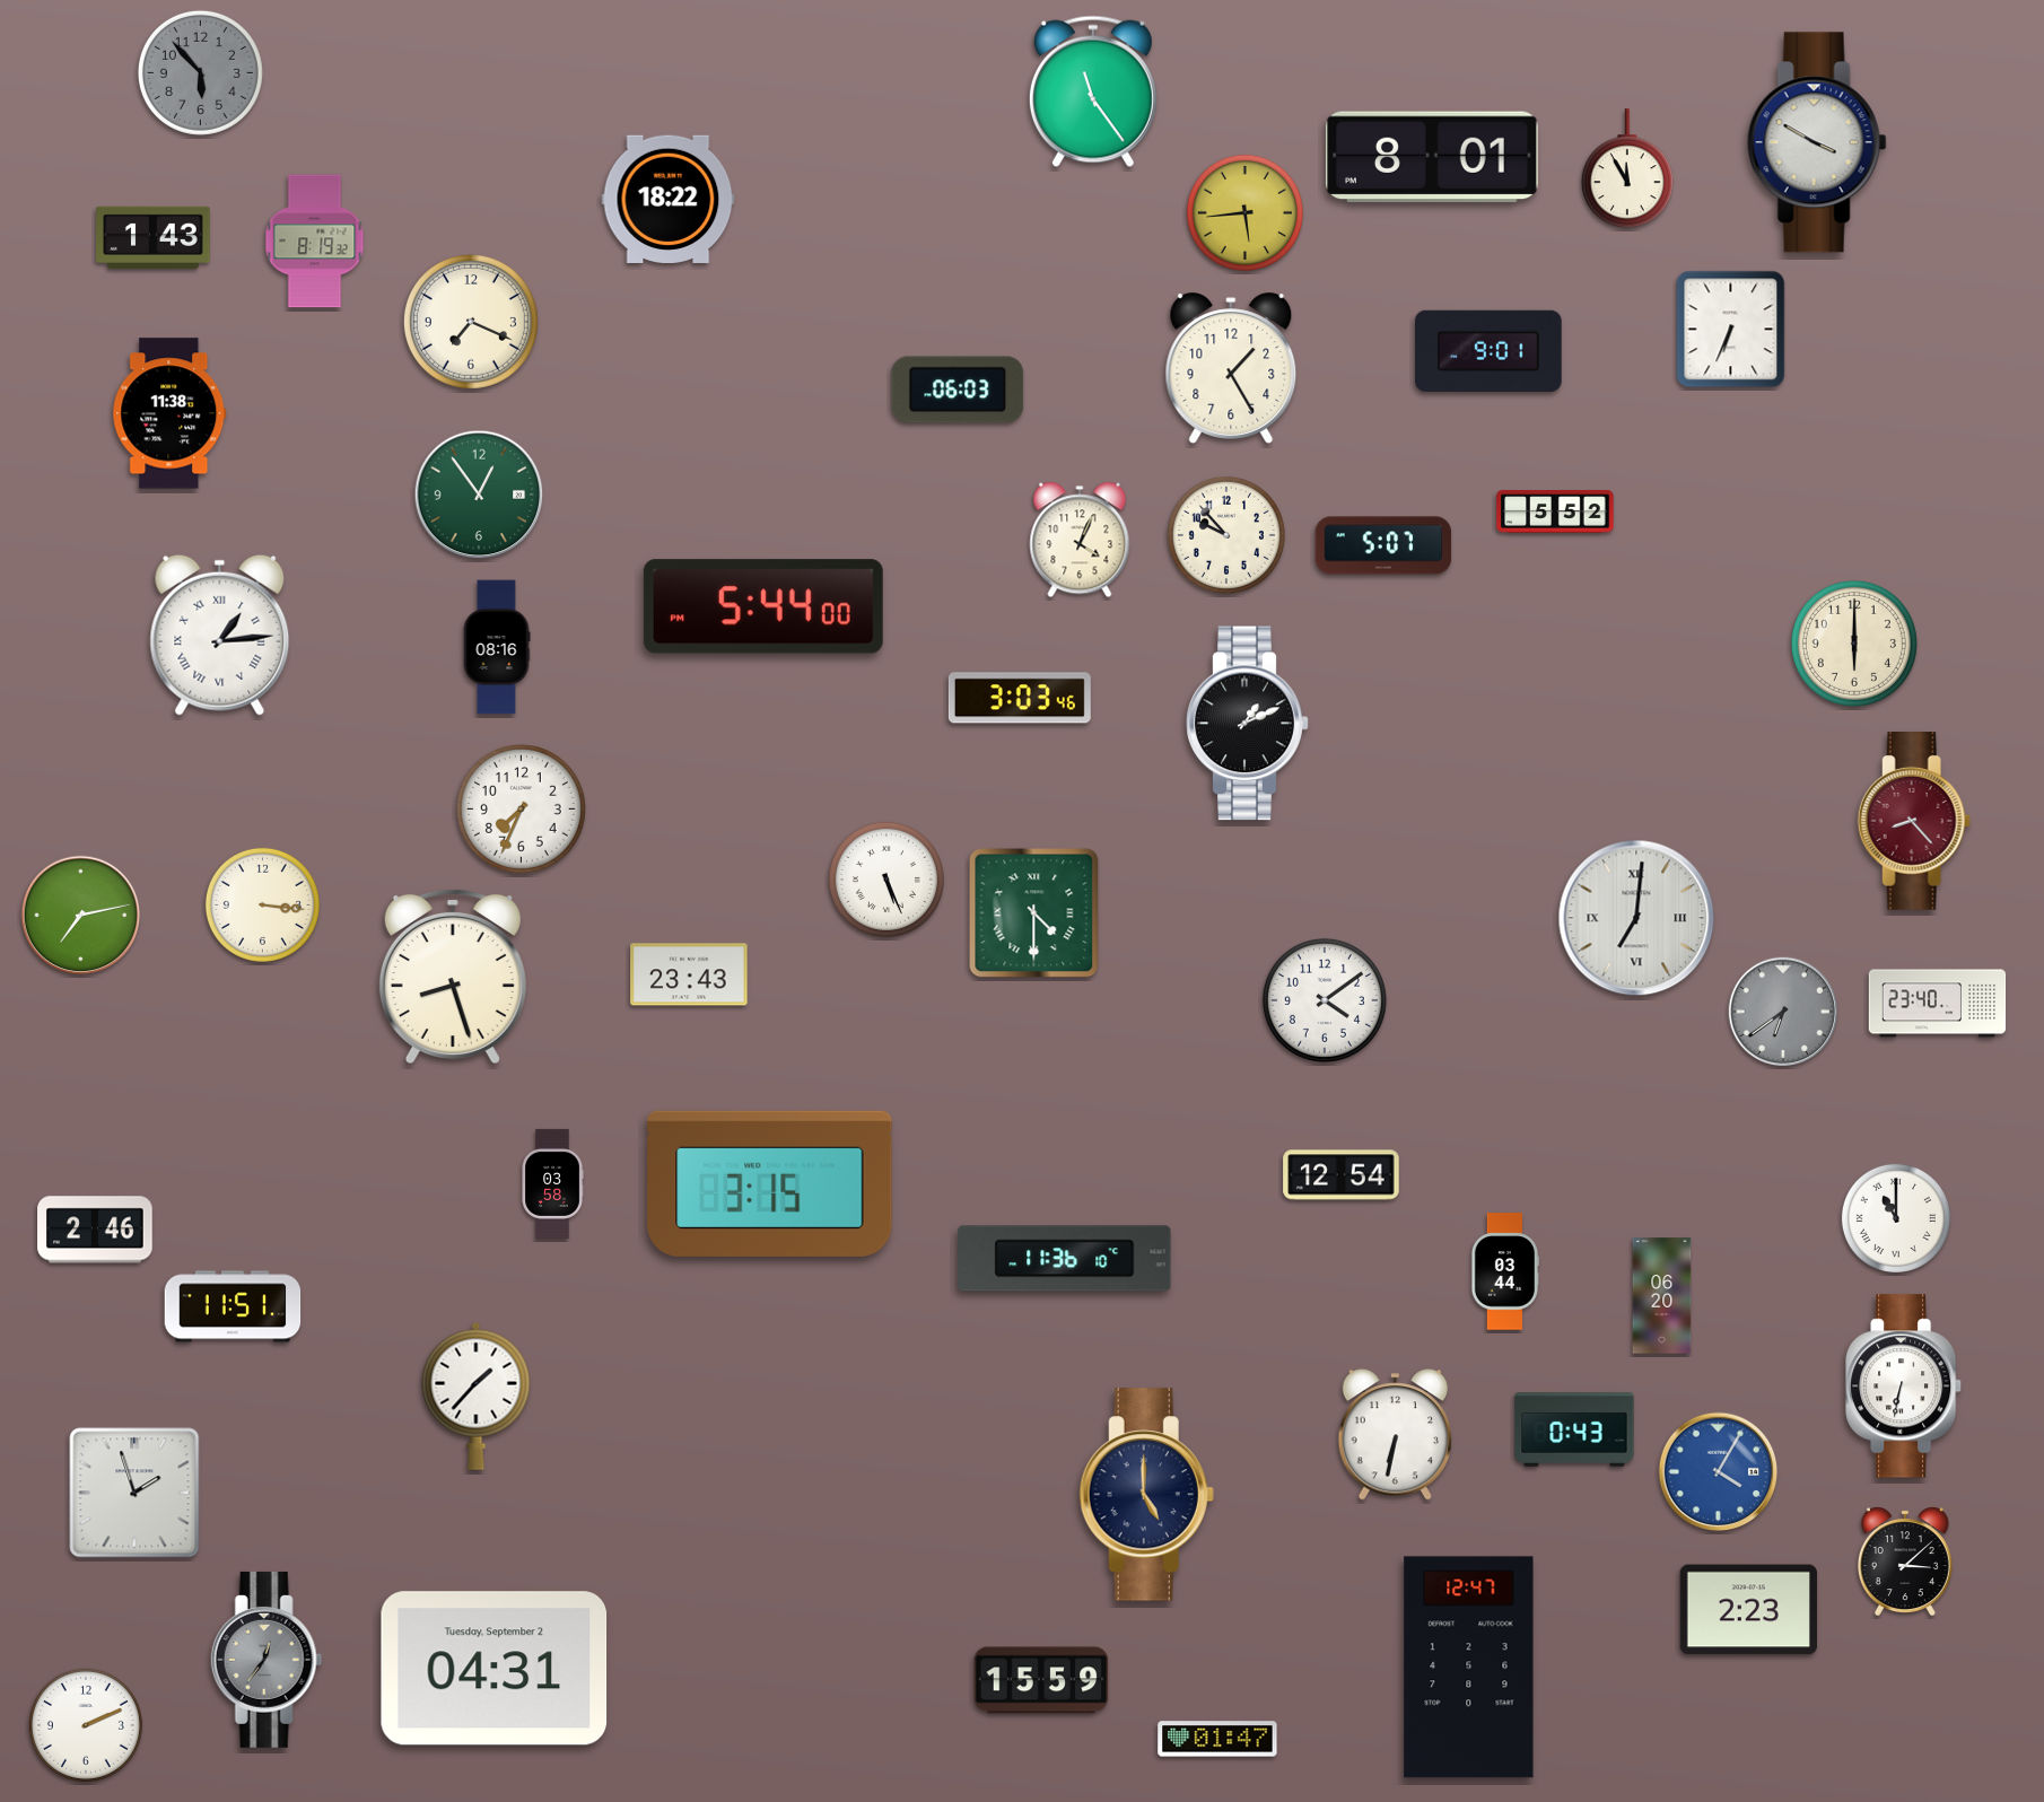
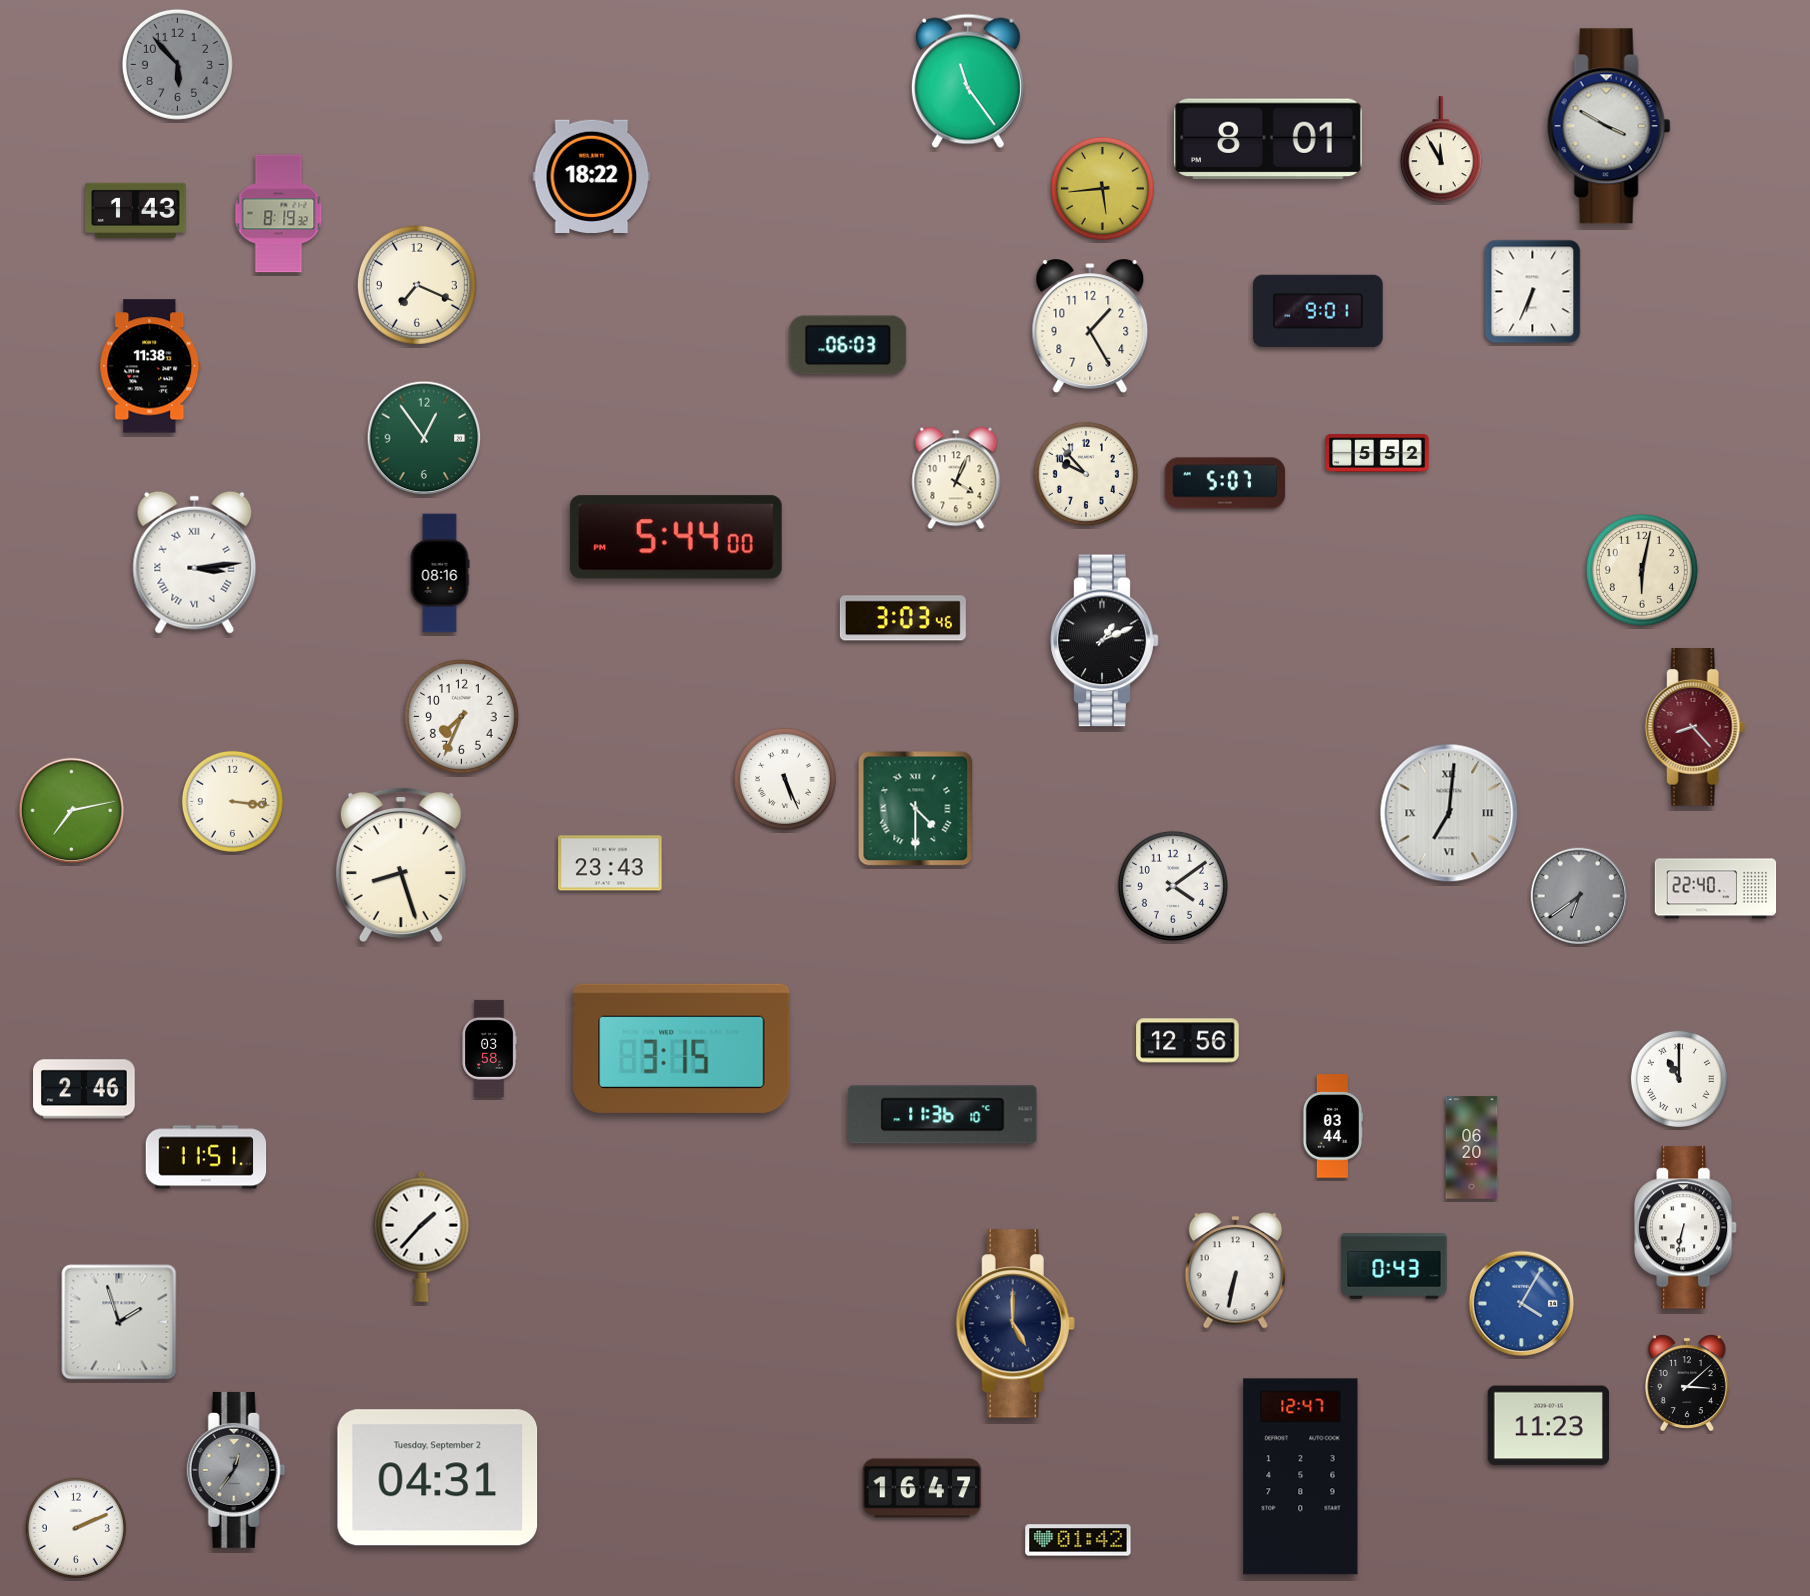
clock at (220, 635): 1:14 -> 3:14
clock at (1854, 644): 6:00 -> 6:02
clock at (1938, 1004): 23:40 -> 22:40
clock at (1342, 1175): 12:54 -> 12:56
clock at (1748, 1610): 2:23 -> 11:23
clock at (1041, 1680): 15:59 -> 16:47
clock at (1217, 1739): 01:47 -> 01:42
